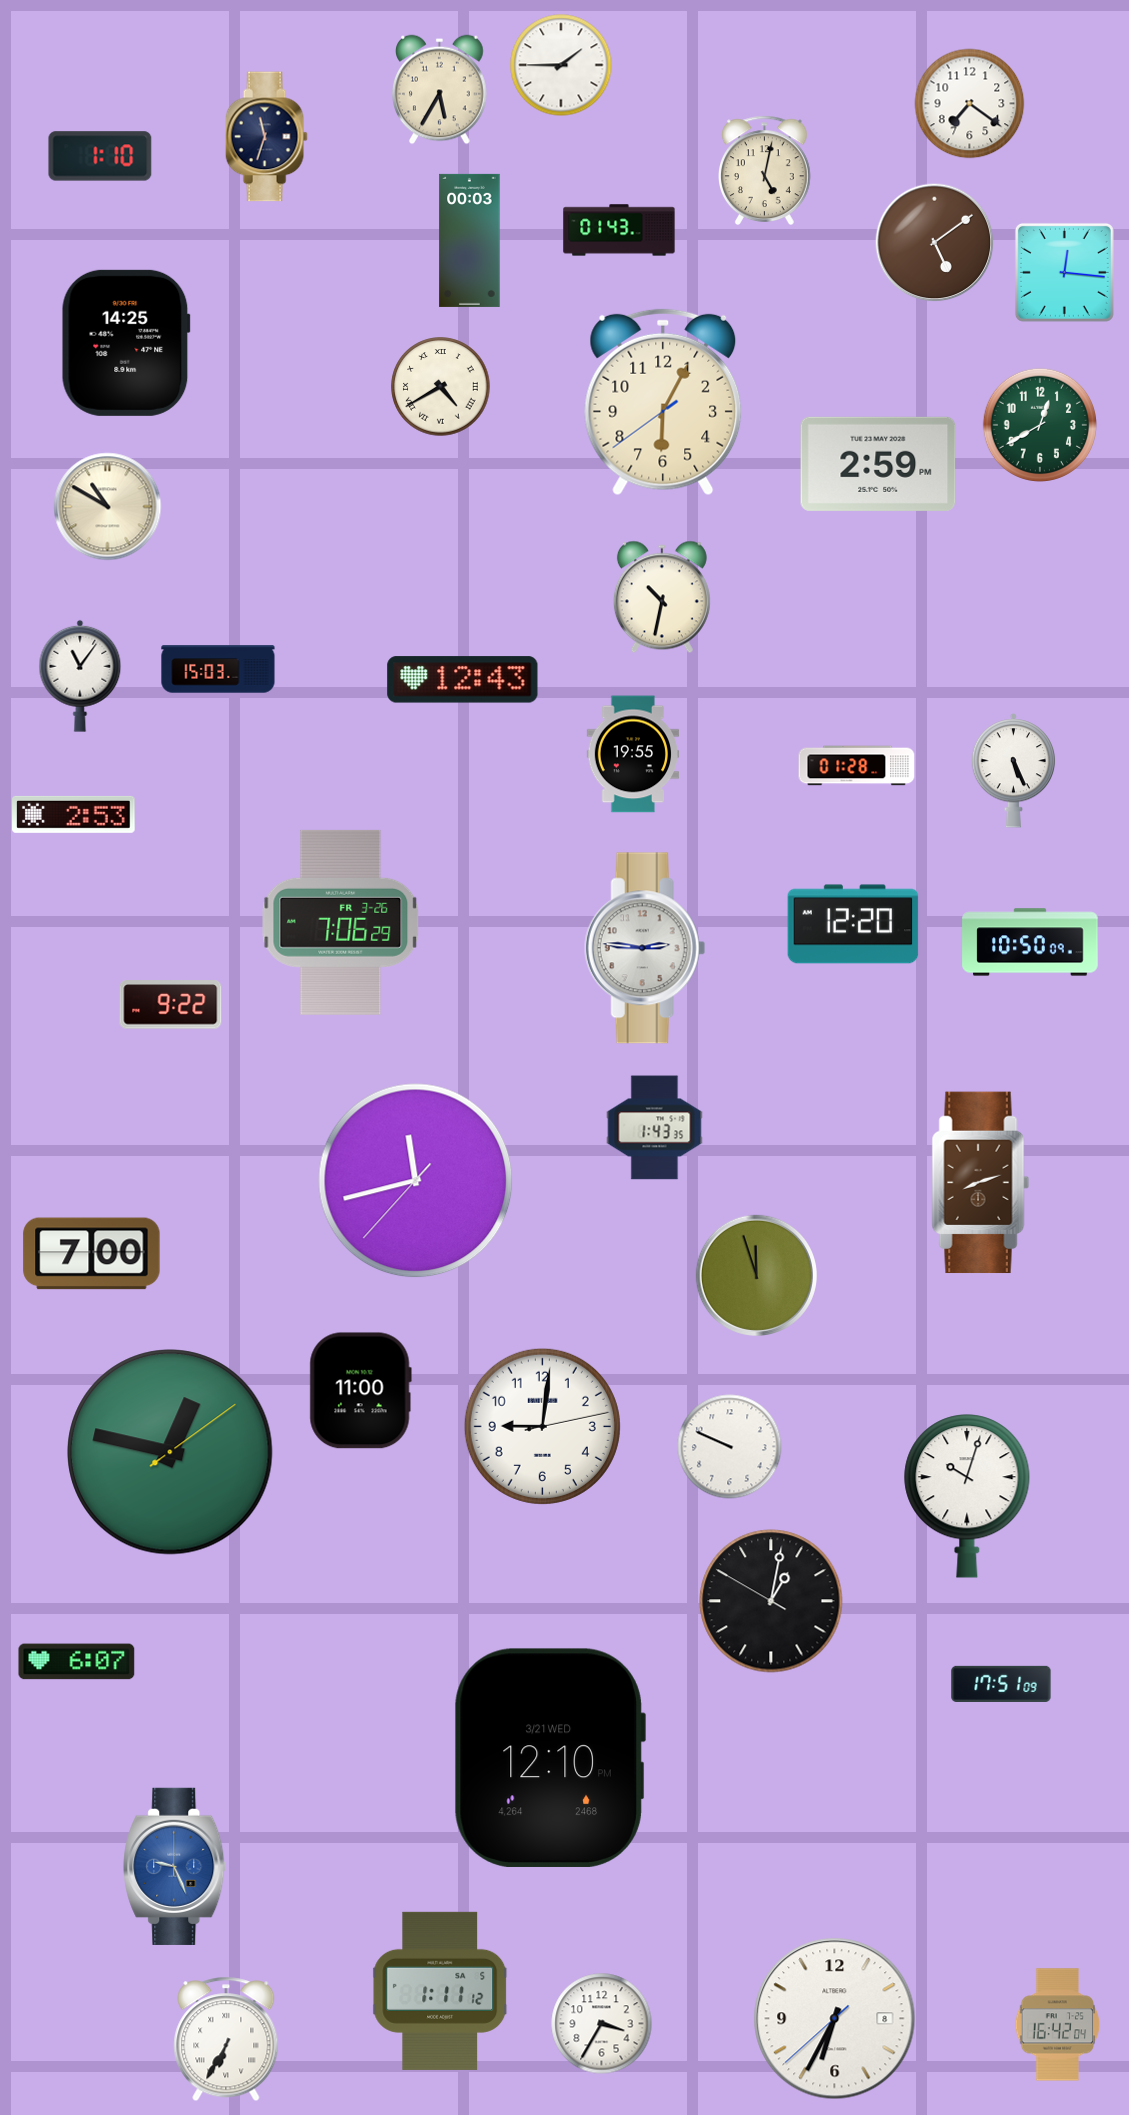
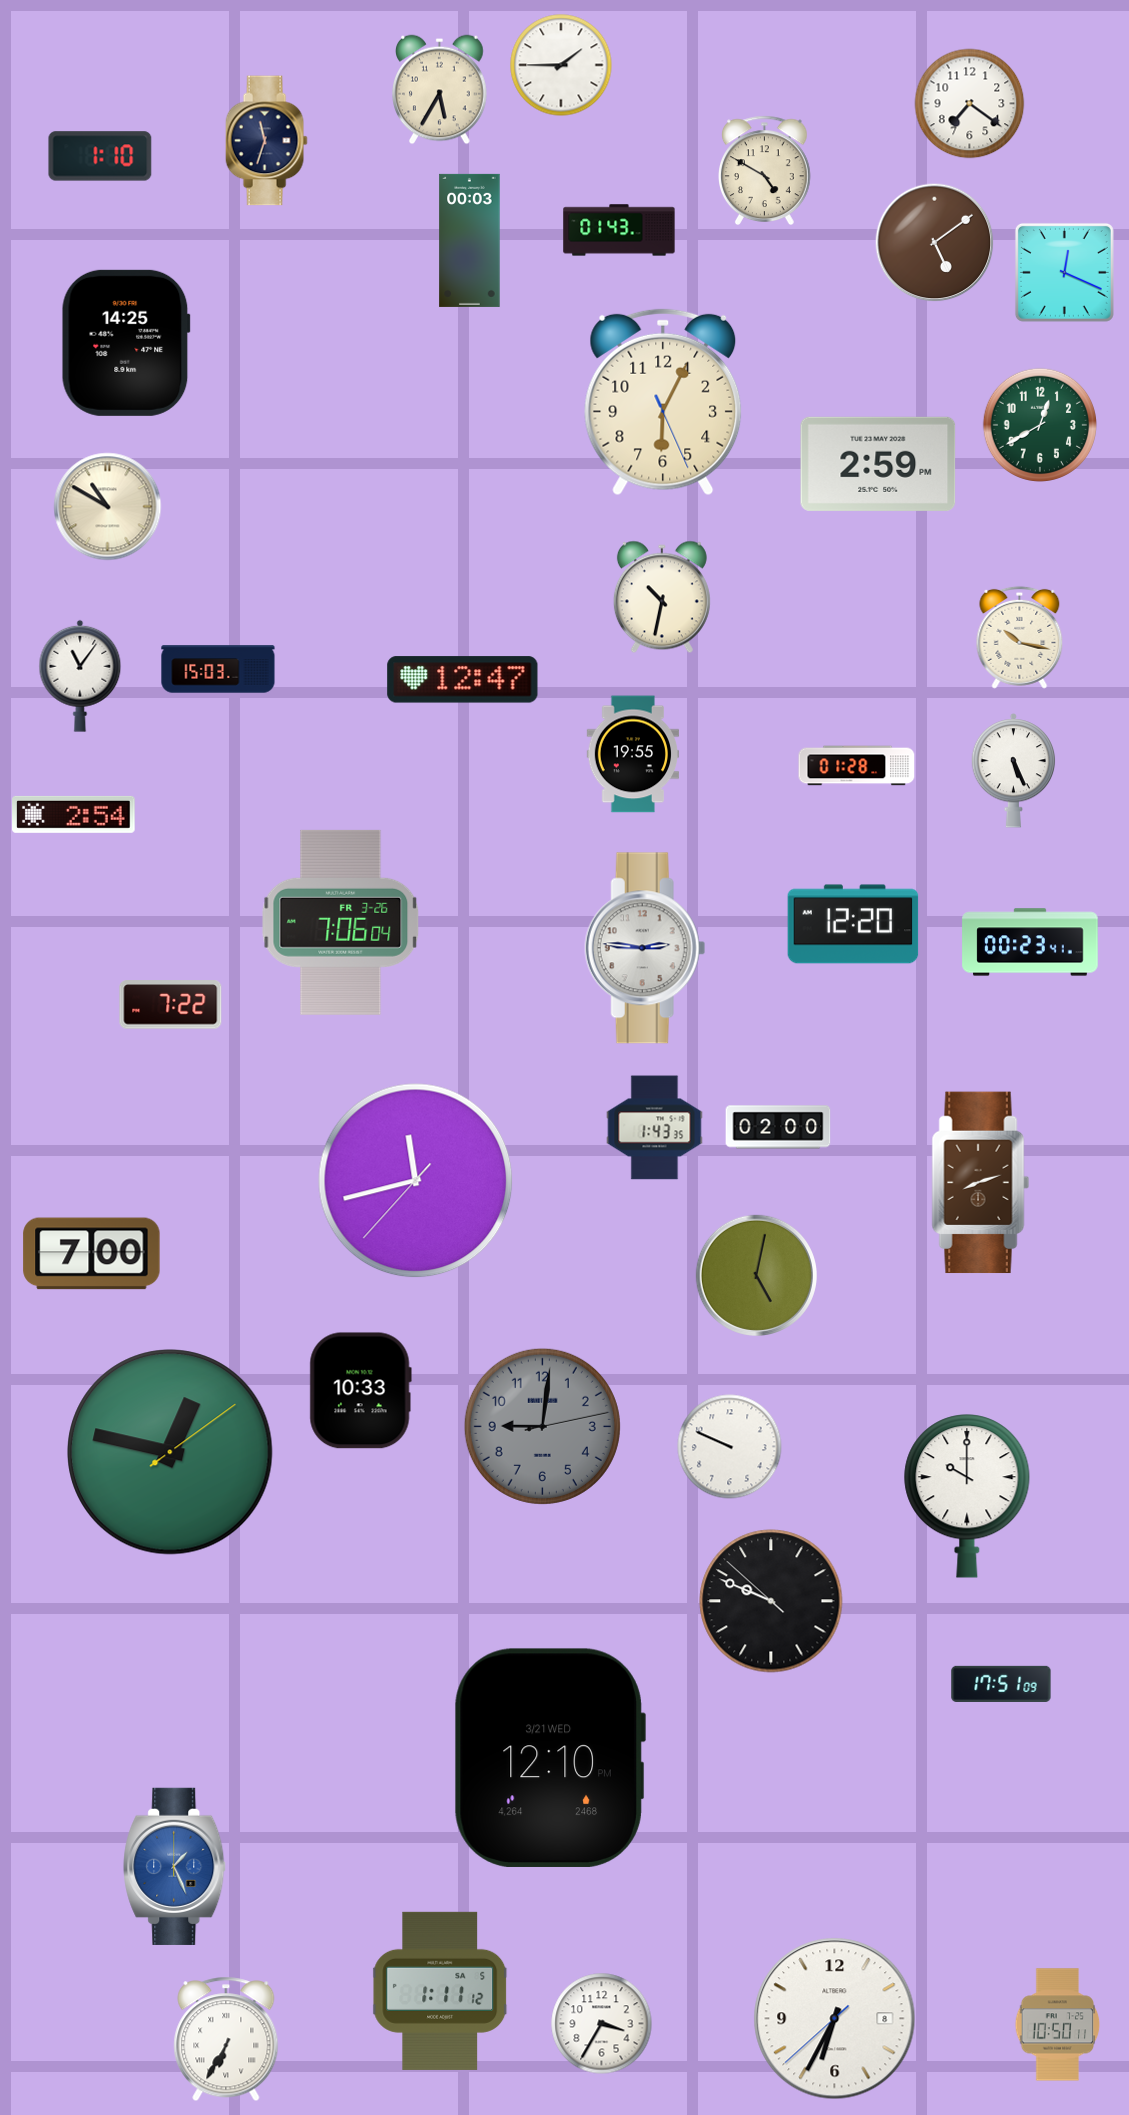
clock at (266, 137) position: (266, 137) -> (266, 141)
clock at (765, 170): 5:02 -> 4:50
clock at (1064, 272): 12:16 -> 12:19
clock at (441, 387): 4:40 -> none
clock at (663, 402): 6:04:39 -> 6:04:26
clock at (1020, 637): none -> 10:17
clock at (463, 680): 12:43 -> 12:47
clock at (74, 814): 2:53 -> 2:54
clock at (341, 922): 7:06:29 -> 7:06:04
clock at (1030, 942): 10:50 -> 00:23
clock at (171, 1005): 9:22 -> 7:22
clock at (778, 1127): none -> 02:00
clock at (756, 1275): 11:57 -> 5:02
clock at (360, 1391): 11:00 -> 10:33
clock at (542, 1426) dial: white -> grey
clock at (967, 1496): 10:03 -> 10:00
clock at (771, 1601): 1:01 -> 9:48
clock at (77, 1662): 6:07 -> none
clock at (175, 1866): 9:26 -> 1:26
clock at (1058, 2025): 16:42 -> 10:50
